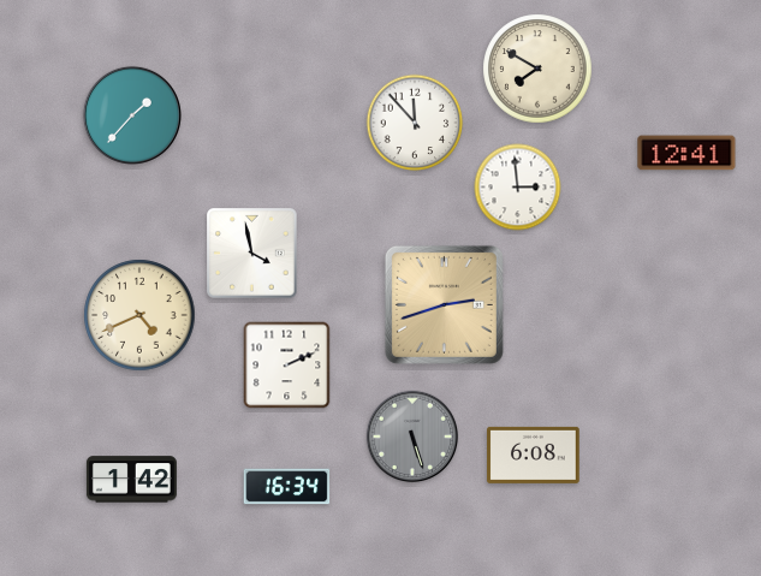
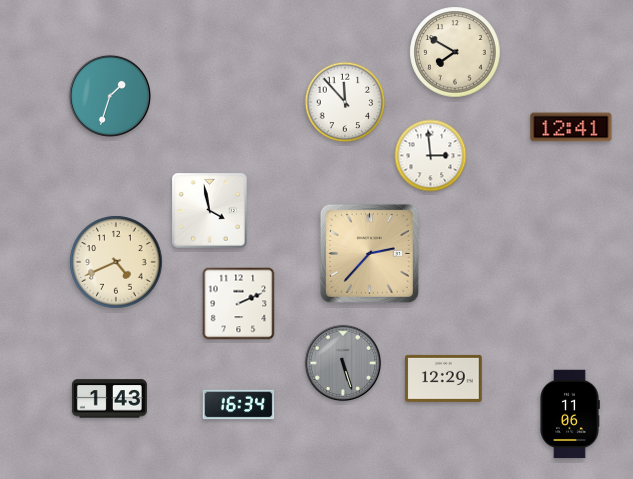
clock at (537, 69) position: (537, 69) -> (455, 52)
clock at (132, 115): 1:37 -> 1:33
clock at (444, 304): 2:42 -> 2:37
clock at (534, 455): 6:08 -> 12:29
clock at (131, 480): 1:42 -> 1:43
clock at (570, 414): none -> 11:06
